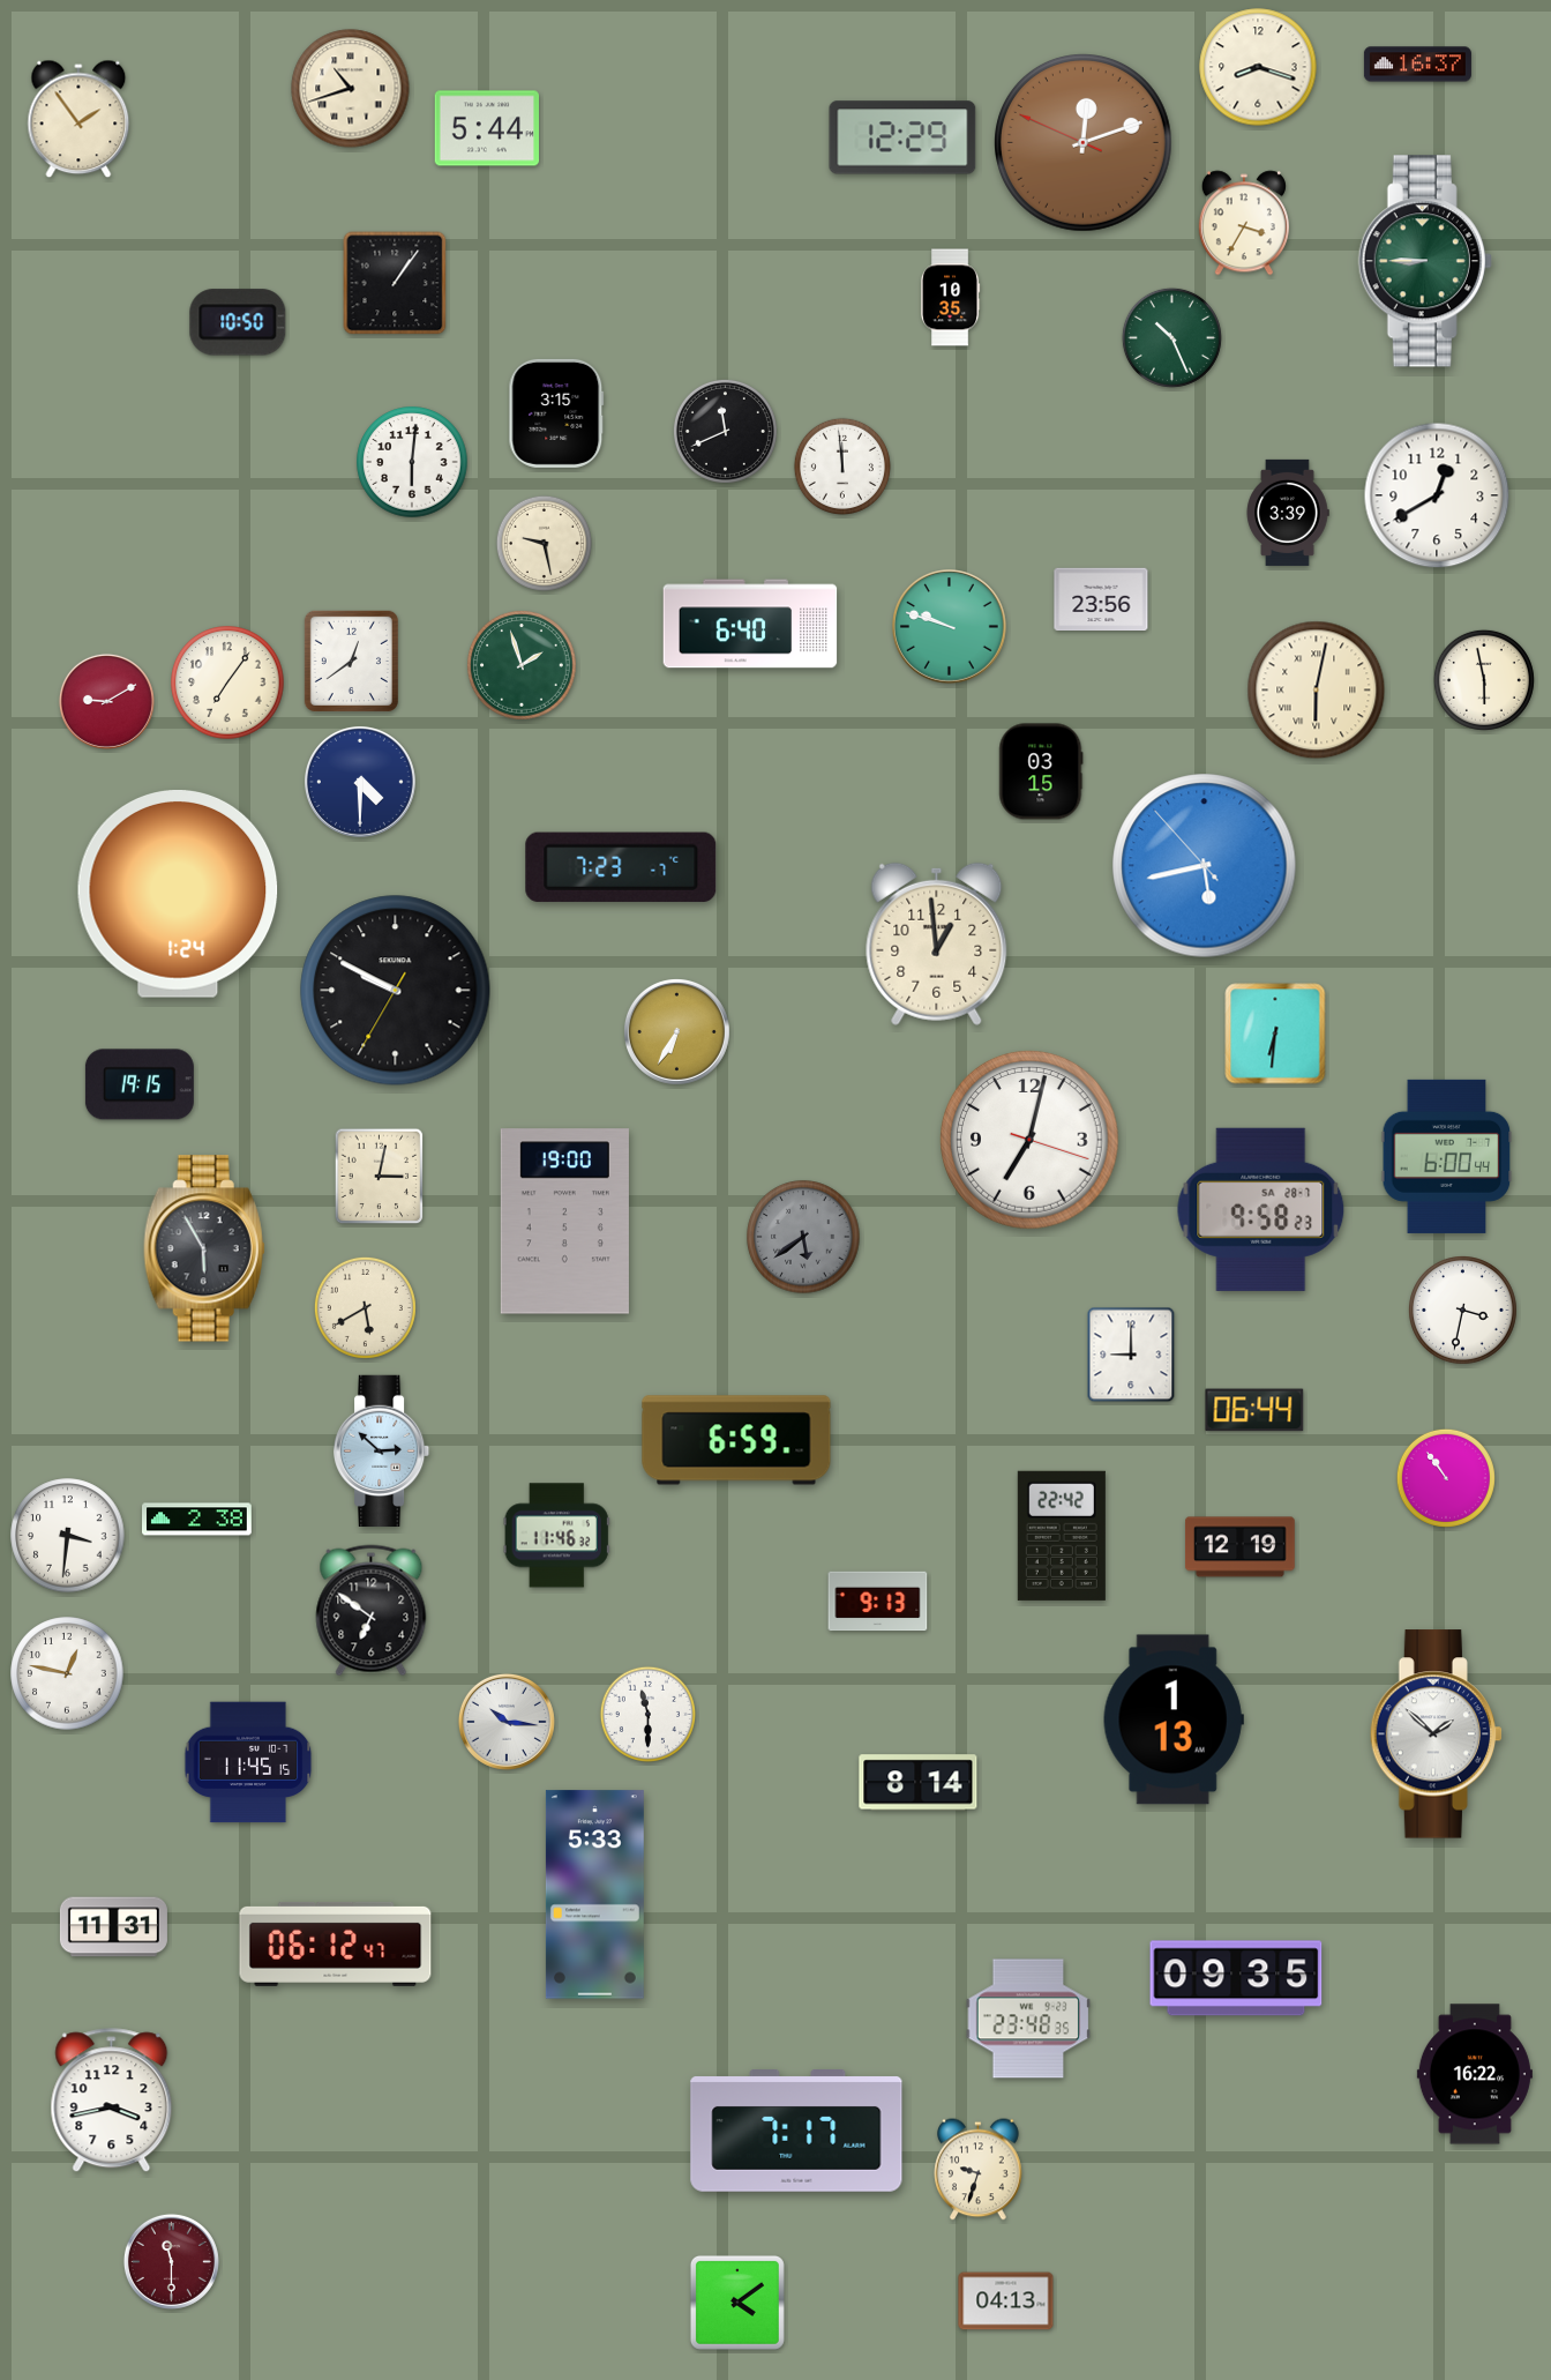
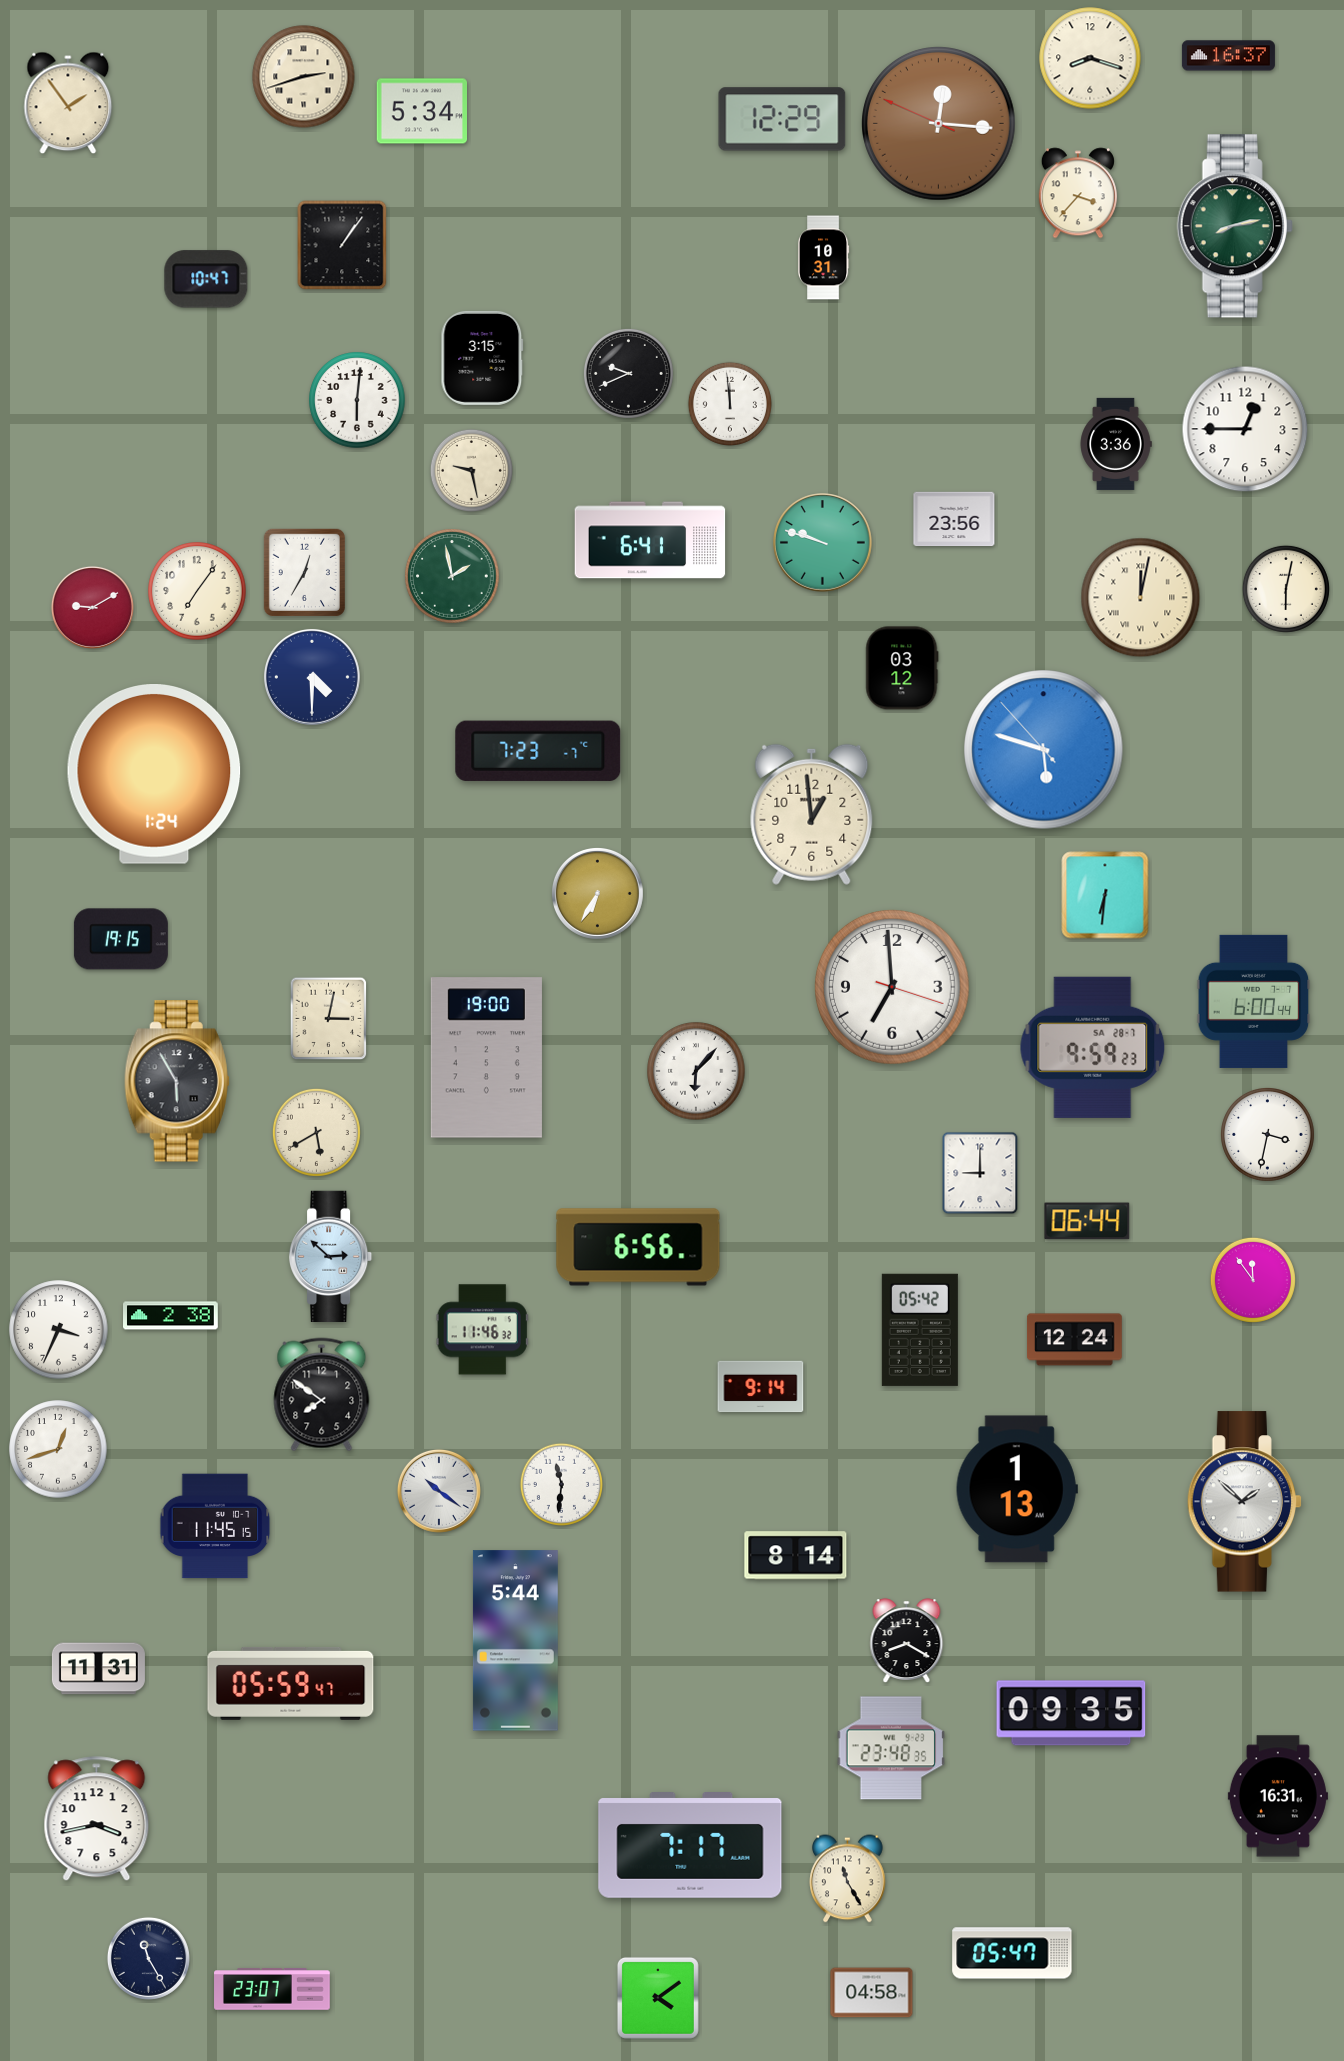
clock at (351, 89): 10:42 -> 2:42
clock at (487, 128): 5:44 -> 5:34
clock at (1084, 143): 12:11 -> 12:15
clock at (1244, 223): 3:35 -> 3:37
clock at (1425, 261): 8:45 -> 8:13
clock at (950, 298): 10:35 -> 10:31
clock at (238, 322): 10:50 -> 10:47
clock at (1171, 337): 10:26 -> none
clock at (725, 431): 11:41 -> 9:41
clock at (1437, 495): 12:40 -> 12:45
clock at (1288, 513): 3:39 -> 3:36
clock at (750, 624): 6:40 -> 6:41
clock at (351, 661): 12:39 -> 12:35
clock at (522, 665): 1:57 -> 1:58
clock at (1484, 680): 5:58 -> 6:02
clock at (1317, 691): 6:02 -> 12:02
clock at (1041, 771): 03:15 -> 03:12
clock at (1205, 866): 5:42 -> 5:47
clock at (937, 943) position: (937, 943) -> (812, 814)
clock at (396, 991): 9:49 -> none
clock at (676, 1031) position: (676, 1031) -> (597, 893)
clock at (1031, 1141): 7:02 -> 6:59
clock at (1261, 1209): 9:58 -> 9:59
clock at (564, 1222) position: (564, 1222) -> (486, 1058)
clock at (803, 1237): 5:39 -> 6:07
clock at (803, 1237) dial: grey -> white
clock at (736, 1440): 6:59 -> 6:56
clock at (1446, 1478): 10:54 -> 11:54
clock at (68, 1536): 3:31 -> 3:34
clock at (1062, 1536): 22:42 -> 05:42
clock at (1241, 1547): 12:19 -> 12:24
clock at (878, 1602): 9:13 -> 9:14
clock at (372, 1611): 6:51 -> 7:51
clock at (67, 1673): 12:47 -> 12:42
clock at (647, 1714): 11:30 -> 11:31
clock at (507, 1722): 10:16 -> 10:21
clock at (919, 1783) position: (919, 1783) -> (796, 1556)
clock at (907, 1640): none -> 8:20
clock at (594, 1895): 5:33 -> 5:44
clock at (336, 1943): 06:12 -> 05:59
clock at (1475, 2074): 16:22 -> 16:31
clock at (979, 2170): 9:33 -> 11:25
clock at (1012, 1953): none -> 05:47
clock at (171, 2261): 11:30 -> 11:25
clock at (171, 2261) dial: burgundy -> navy
clock at (272, 1989): none -> 23:07
clock at (1006, 2301): 04:13 -> 04:58
clock at (737, 2303) position: (737, 2303) -> (658, 1998)
